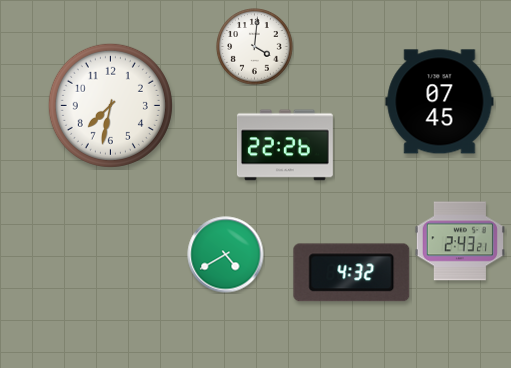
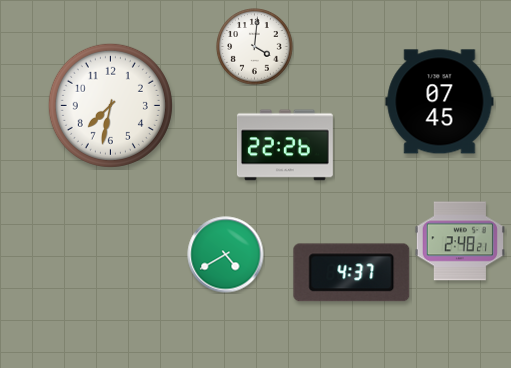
clock at (459, 241): 2:43 -> 2:48
clock at (352, 273): 4:32 -> 4:37
